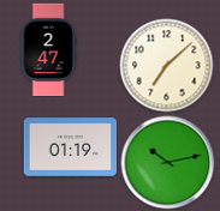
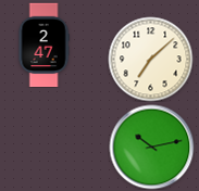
clock at (70, 147): 01:19 -> none
